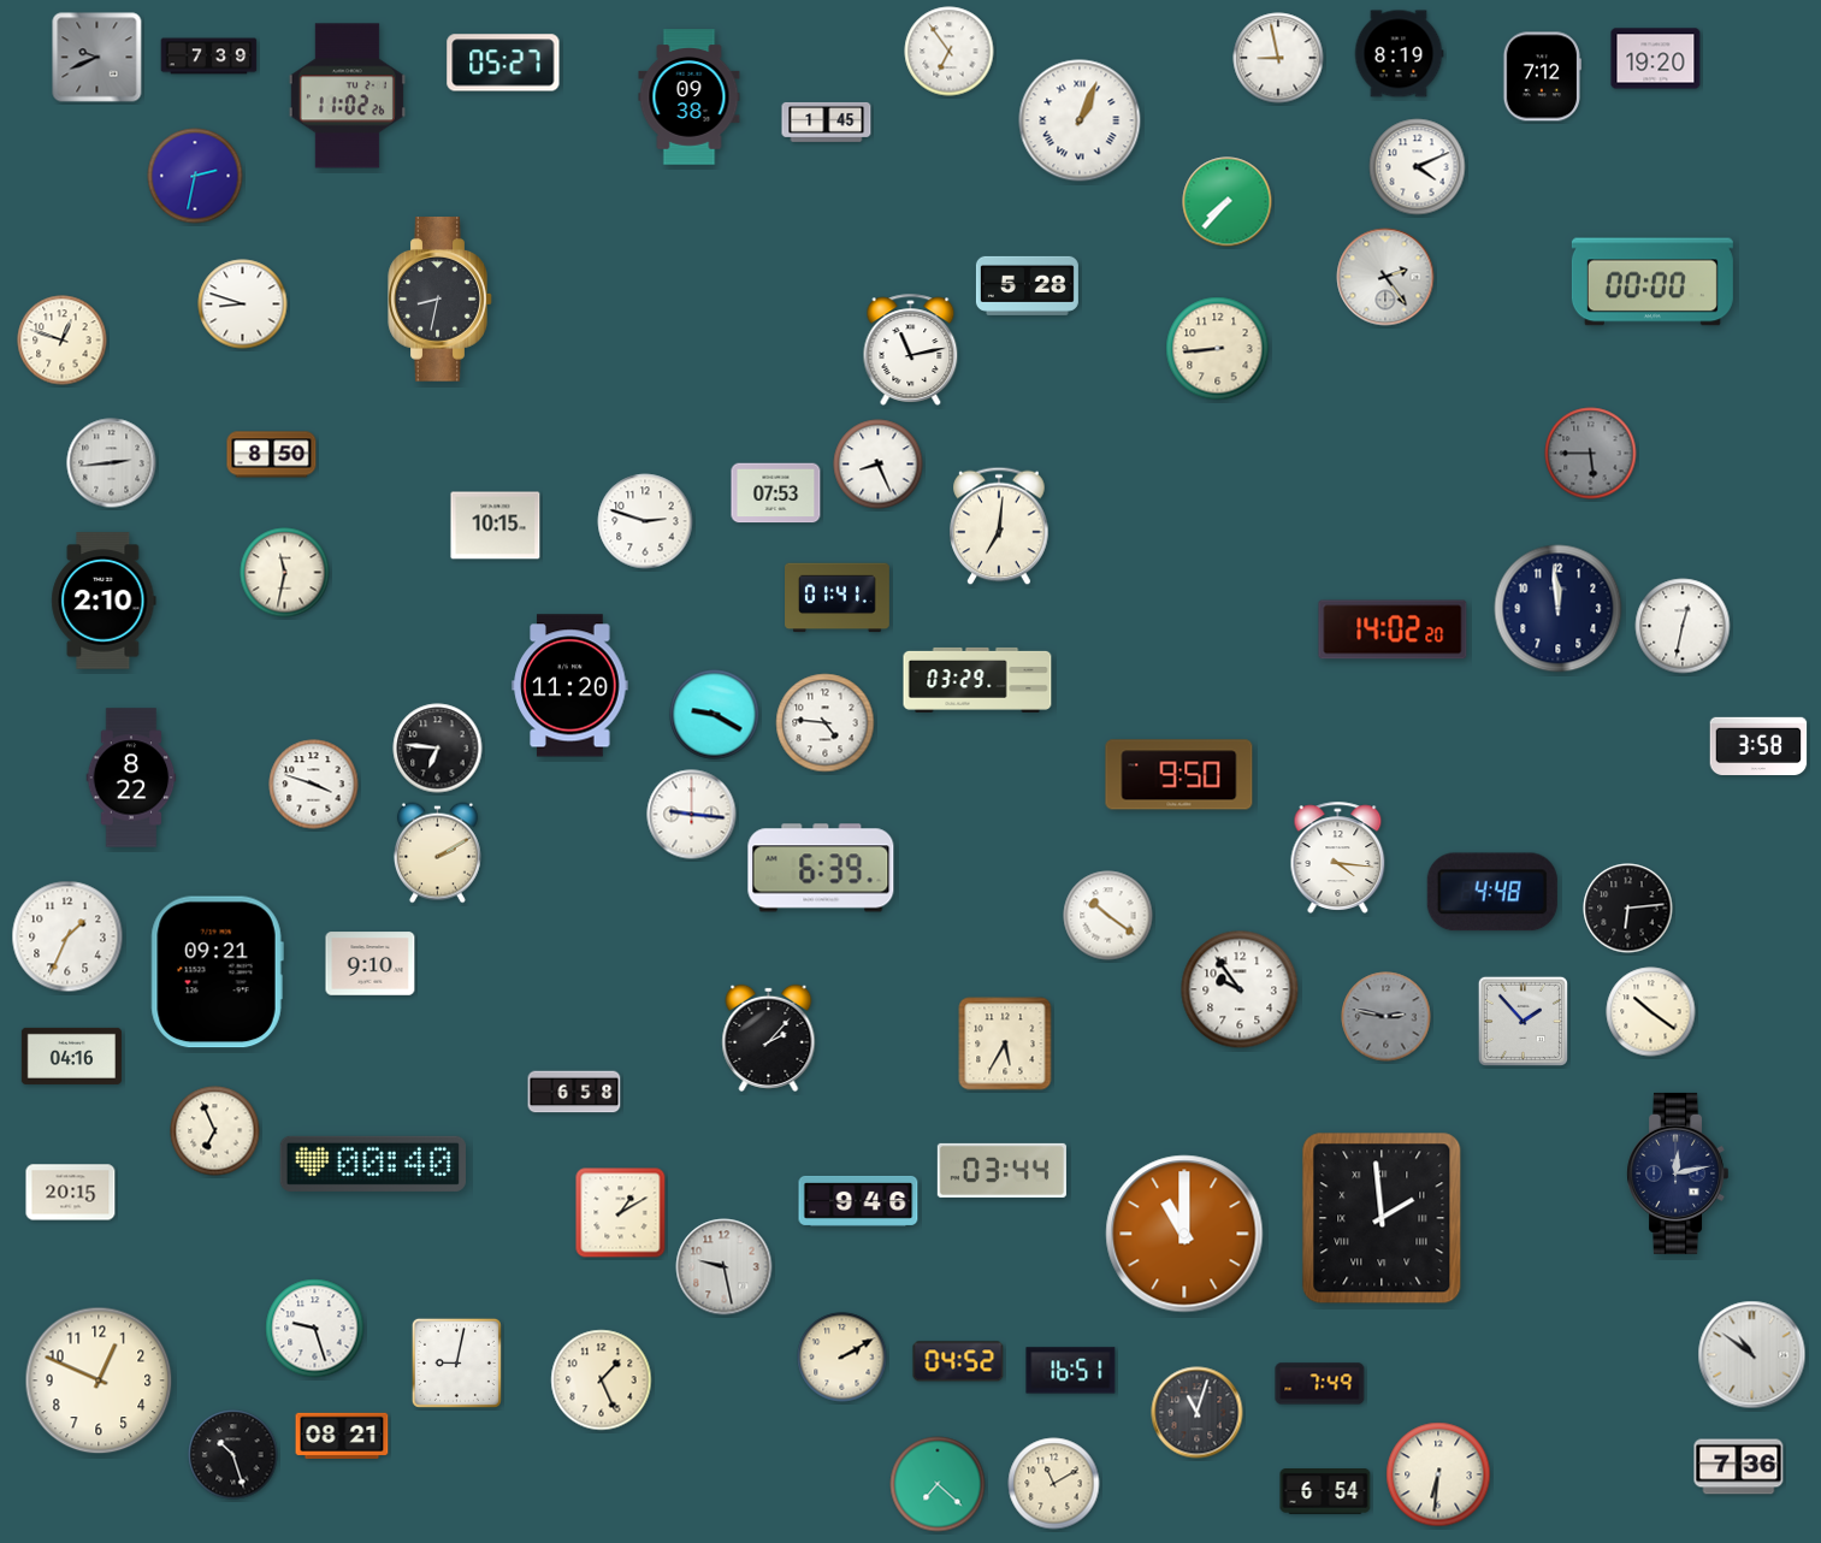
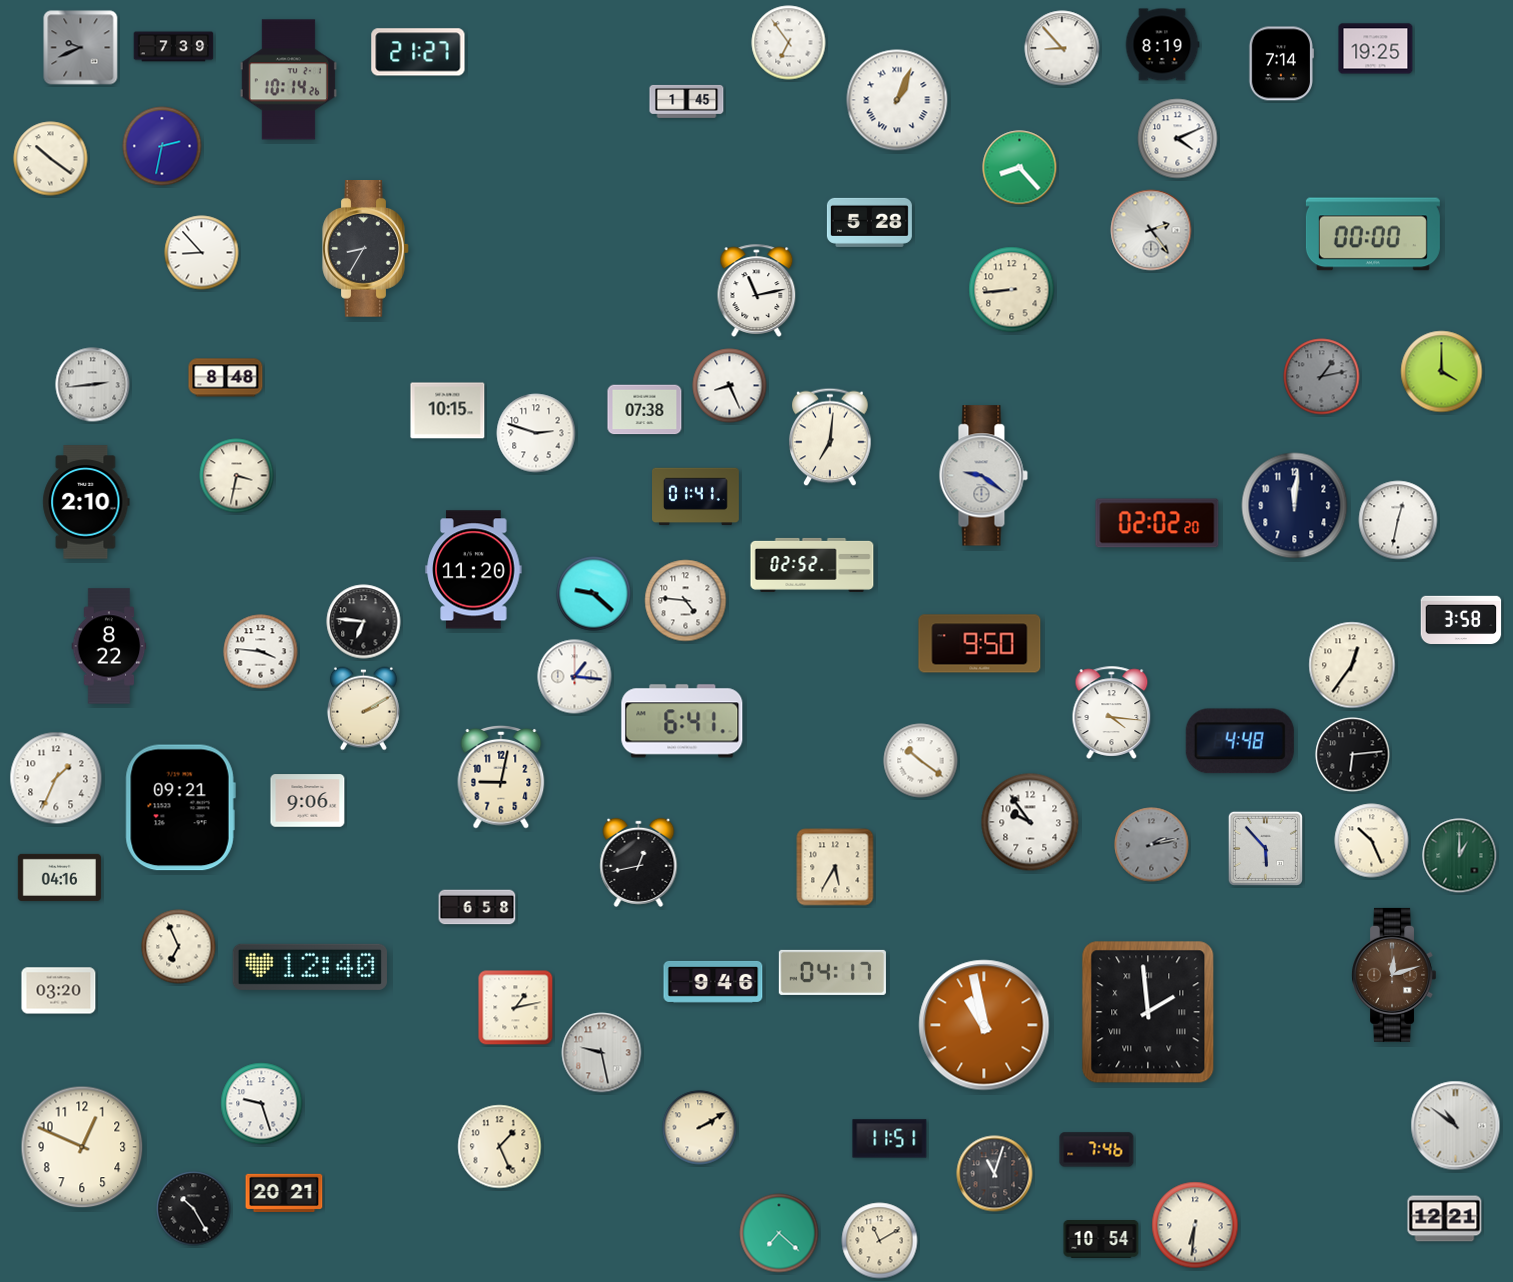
clock at (1278, 58): 8:58 -> 8:53
clock at (1656, 59): 19:20 -> 19:25
clock at (503, 63): 05:27 -> 21:27
clock at (1542, 77): 7:12 -> 7:14
clock at (347, 96): 11:02 -> 10:14
clock at (690, 97): 09:38 -> none
clock at (51, 159): none -> 10:21
clock at (1228, 202): 7:37 -> 8:23
clock at (1027, 285) position: (1027, 285) -> (869, 222)
clock at (441, 300): 8:32 -> 8:35
clock at (243, 305): 8:48 -> 8:53
clock at (63, 341): 12:48 -> none
clock at (1442, 372): none -> 4:00
clock at (1591, 454): 5:45 -> 1:13
clock at (272, 455): 8:50 -> 8:48
clock at (776, 493): 07:53 -> 07:38
clock at (496, 526) position: (496, 526) -> (448, 411)
clock at (285, 573): 11:32 -> 3:32
clock at (983, 476): none -> 9:21
clock at (104, 601) position: (104, 601) -> (86, 502)
clock at (1559, 609): 11:59 -> 12:01
clock at (1393, 629): 14:02 -> 02:02
clock at (977, 680): 03:29 -> 02:52
clock at (715, 715): 9:20 -> 9:22
clock at (314, 785): 3:48 -> 3:46
clock at (1352, 665): none -> 12:36
clock at (692, 815): 9:16 -> 1:16
clock at (821, 868): 6:39 -> 6:41
clock at (501, 777): none -> 9:02
clock at (371, 964): 9:10 -> 9:06
clock at (1651, 1012): 10:21 -> 10:26
clock at (1387, 1017): 2:47 -> 2:13
clock at (1523, 1021): 1:53 -> 5:53
clock at (1460, 856): none -> 1:00
clock at (769, 1037): 2:07 -> 12:43
clock at (215, 1131) position: (215, 1131) -> (179, 947)
clock at (373, 1164): 00:40 -> 12:40
clock at (1001, 1170): 03:44 -> 04:17
clock at (1677, 1173): 12:13 -> 12:12
clock at (1677, 1173) dial: navy -> brown
clock at (71, 1193): 20:15 -> 03:20
clock at (858, 1201) position: (858, 1201) -> (713, 982)
clock at (621, 1213): 1:10 -> 1:13
clock at (1184, 1234): 11:00 -> 10:58
clock at (958, 1361): 04:52 -> none
clock at (456, 1362): 9:02 -> none
clock at (1071, 1371): 16:51 -> 11:51
clock at (1320, 1384): 7:49 -> 7:46
clock at (342, 1435): 08:21 -> 20:21
clock at (233, 1455): 10:27 -> 10:25
clock at (1739, 1467): 7:36 -> 12:21
clock at (1054, 1484) position: (1054, 1484) -> (880, 1241)
clock at (1325, 1492): 6:54 -> 10:54
